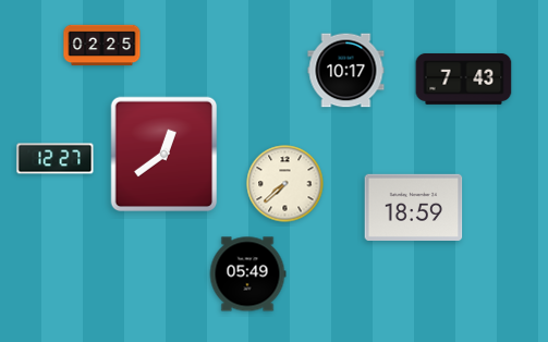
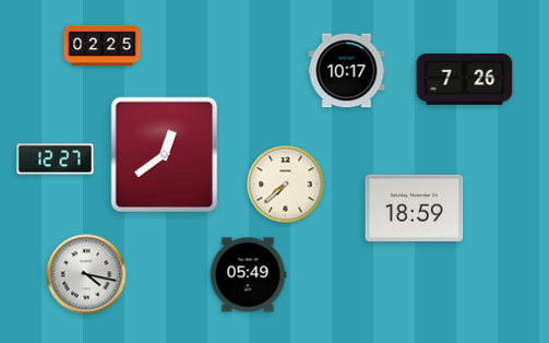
clock at (464, 78): 7:43 -> 7:26
clock at (86, 274): none -> 4:17
